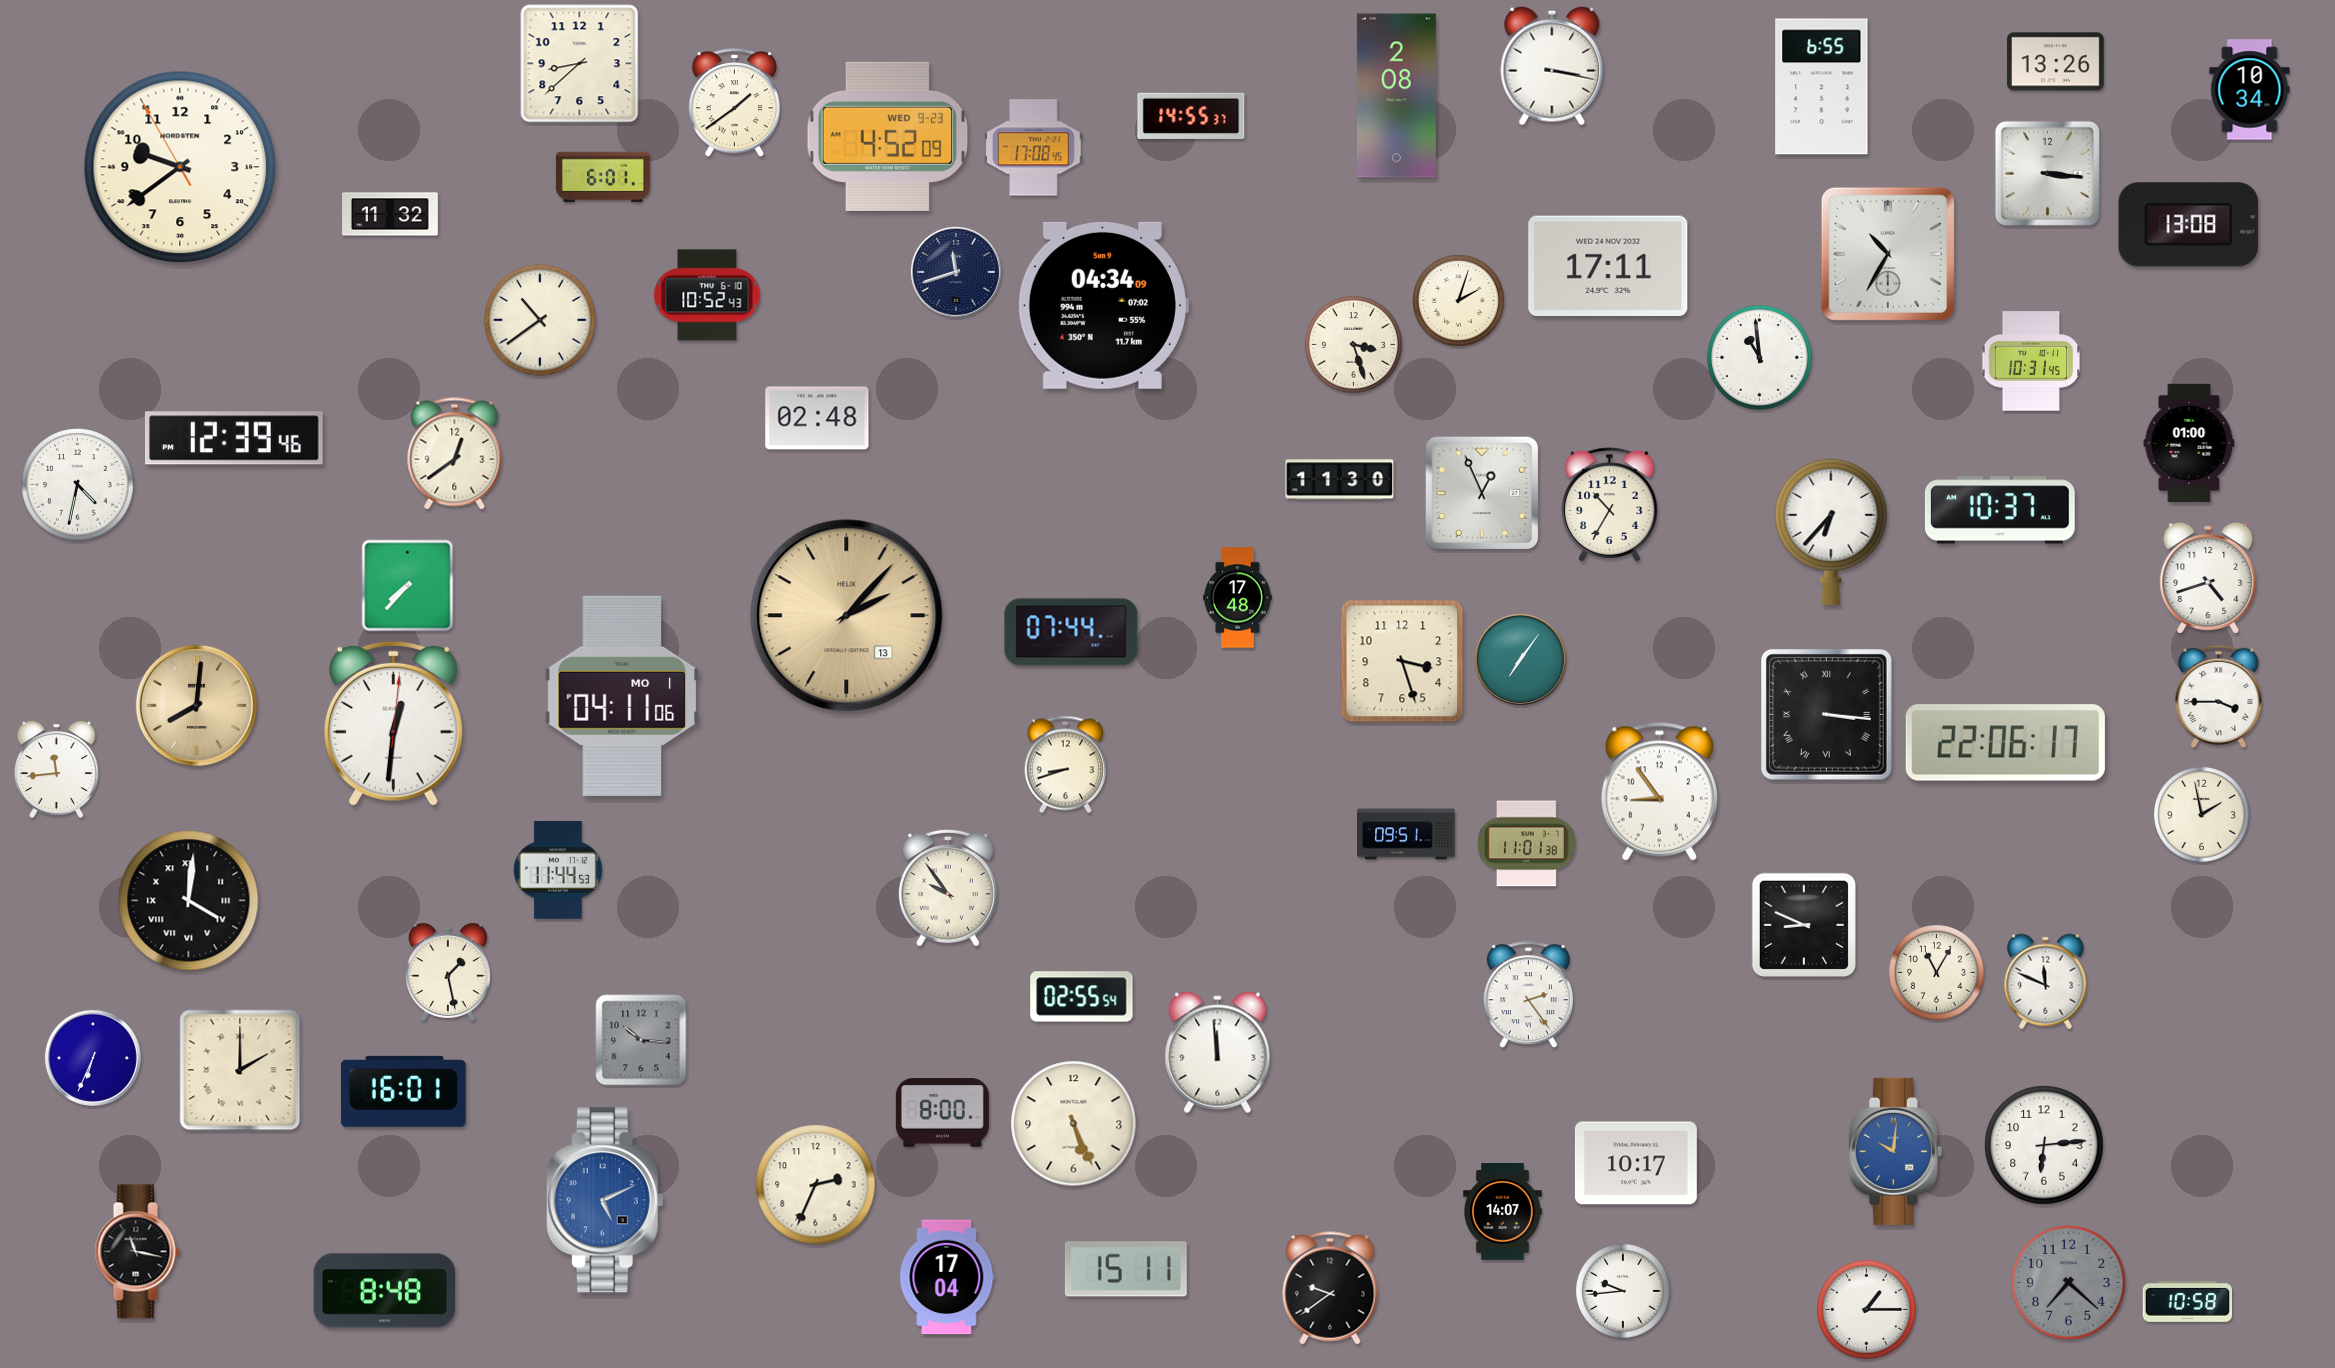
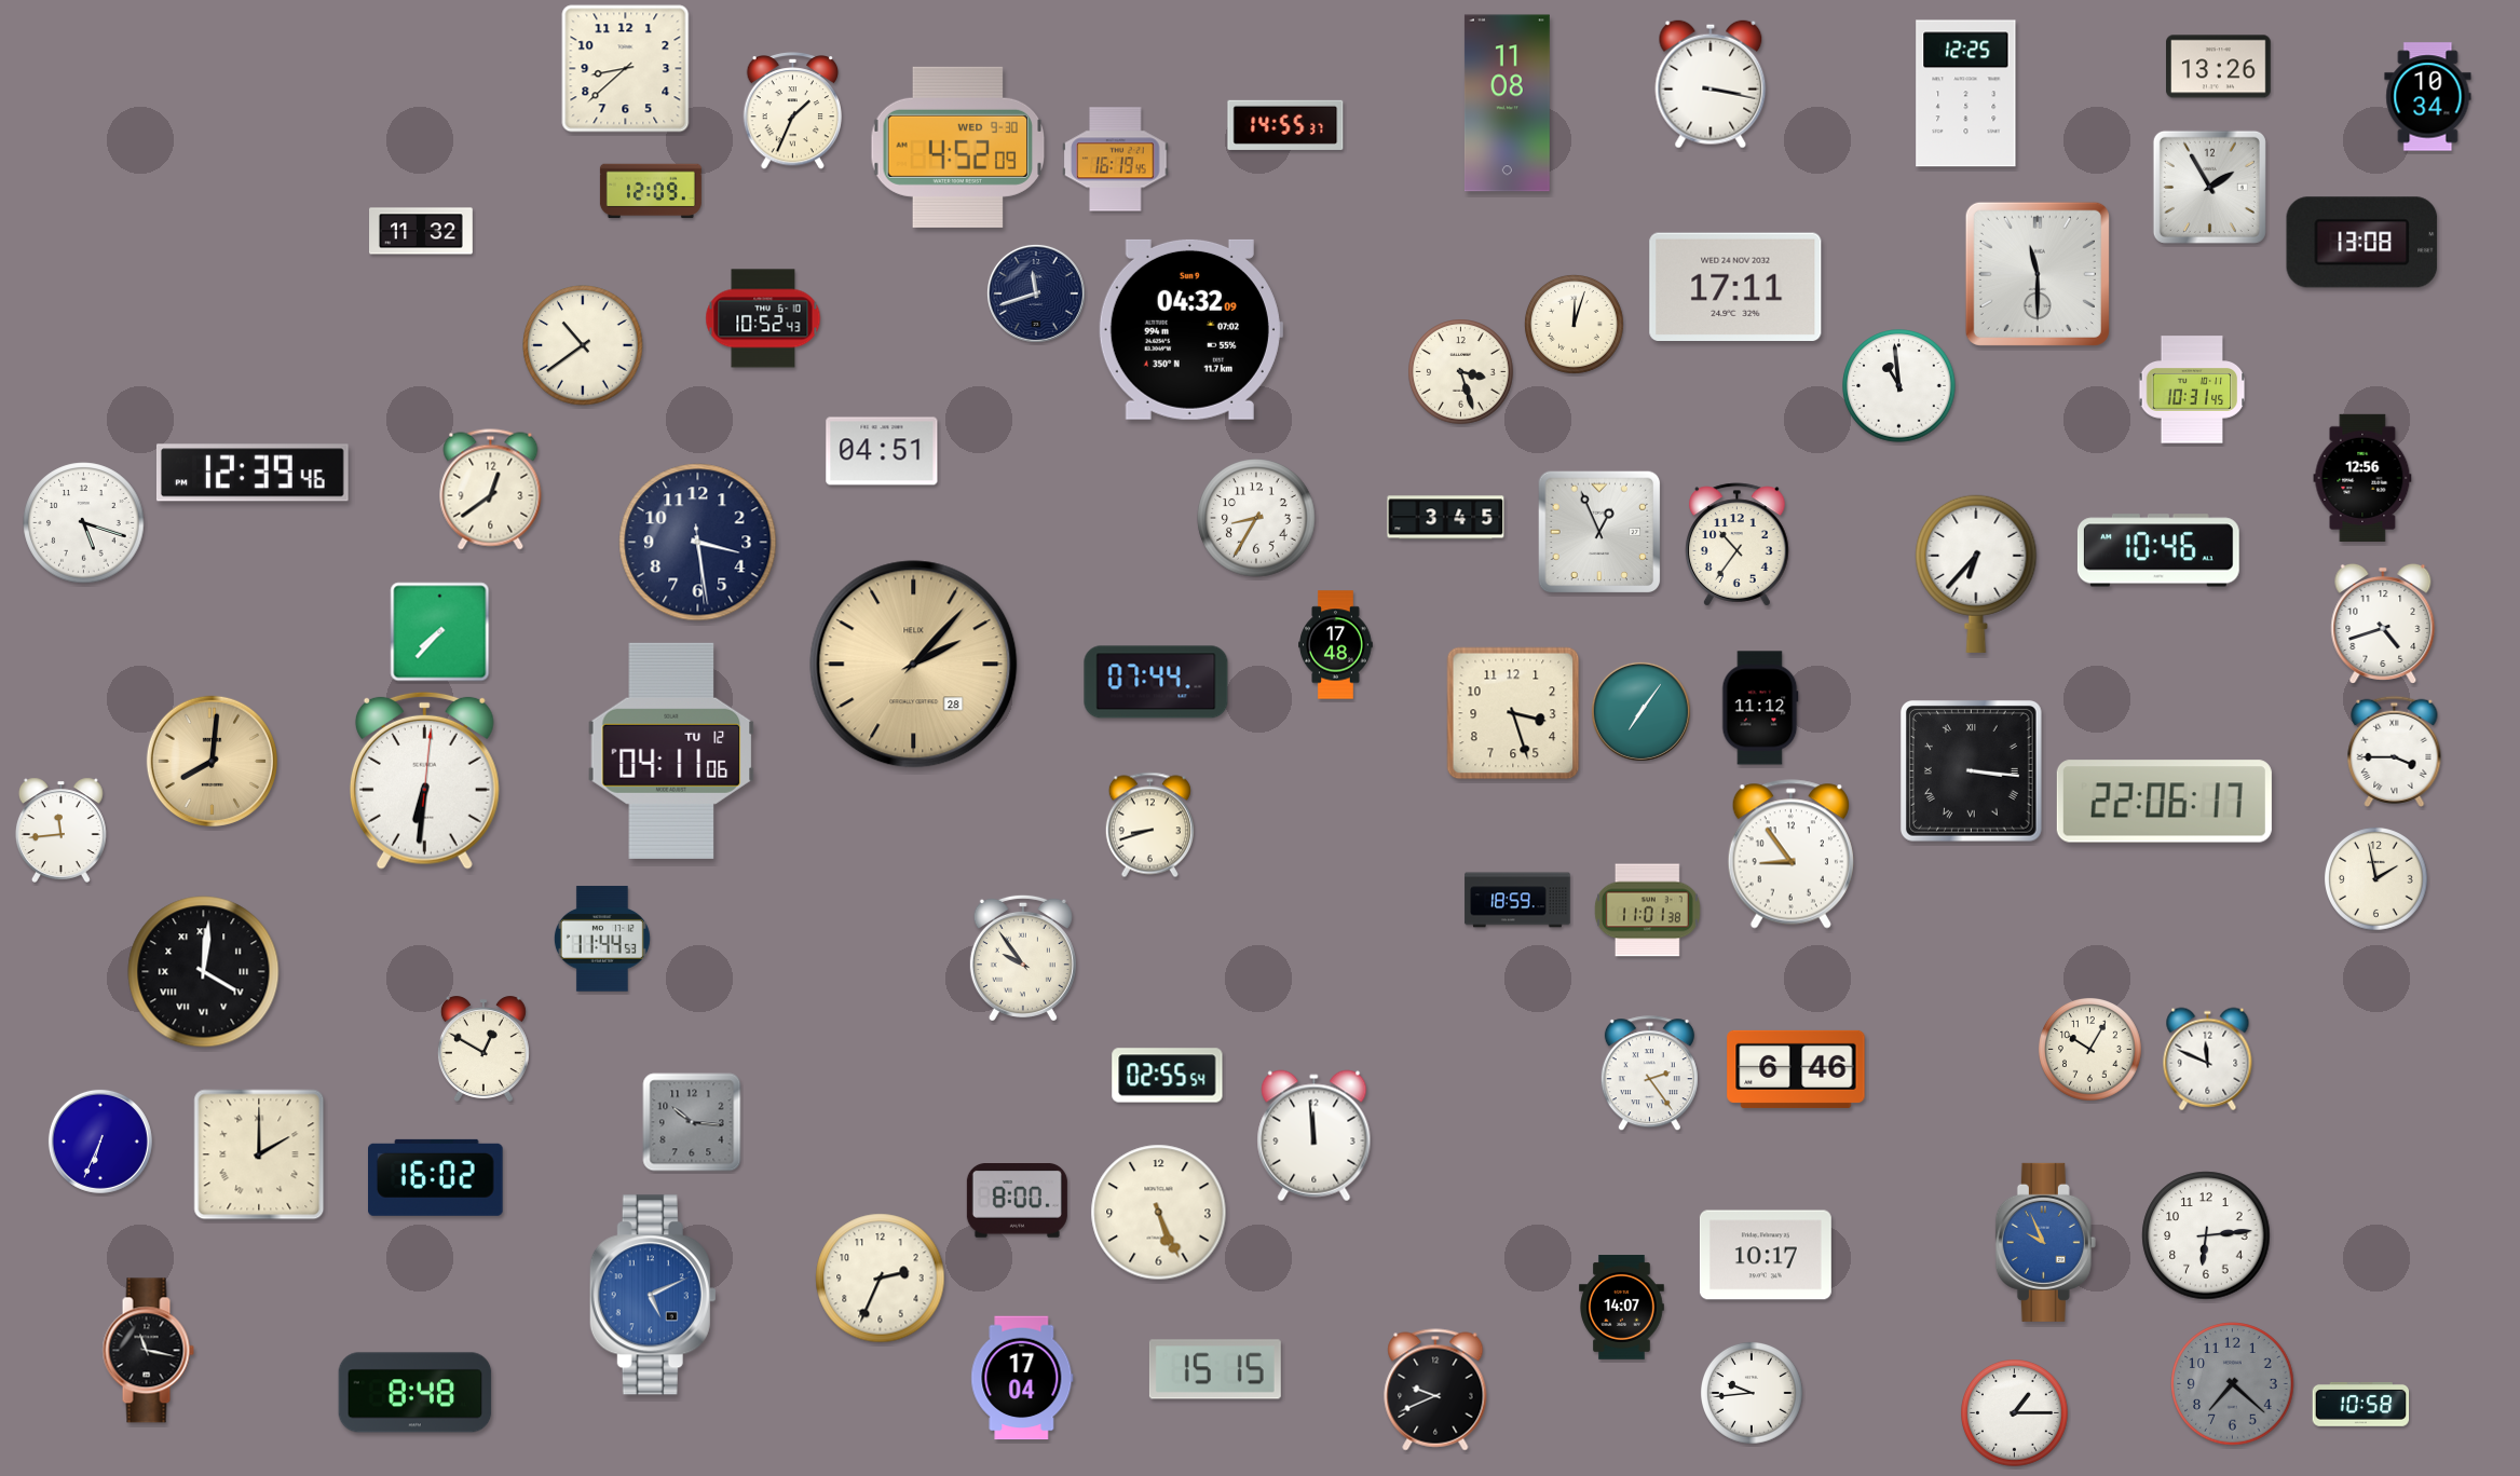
clock at (1552, 66) position: (1552, 66) -> (1711, 84)
clock at (1822, 87): 6:55 -> 12:25
clock at (1396, 96): 2:08 -> 11:08
clock at (735, 103): 1:39 -> 1:34
clock at (888, 136) date: WED 9-23 -> WED 9-30
clock at (1034, 148): 17:08 -> 16:19
clock at (180, 167): 9:38 -> none
clock at (2047, 173): 3:16 -> 1:55
clock at (603, 177): 6:01 -> 12:09
clock at (1888, 254): 10:35 -> 11:30
clock at (956, 272) position: (956, 272) -> (1036, 293)
clock at (1458, 300): 2:03 -> 12:03
clock at (1103, 305): 04:34 -> 04:32
clock at (817, 418): 02:48 -> 04:51
clock at (2189, 443): 01:00 -> 12:56
clock at (1256, 518): none -> 8:35
clock at (1340, 480): 11:30 -> 3:45
clock at (78, 485): 4:32 -> 5:18
clock at (698, 543): none -> 3:28
clock at (1610, 505): 10:35 -> 10:36
clock at (2000, 510): 10:37 -> 10:46
clock at (847, 616) date: 13 -> 28
clock at (1760, 708): none -> 11:12
clock at (622, 696) date: MO 1 -> TU 12
clock at (393, 723): 12:31 -> 6:31
clock at (1406, 834): 09:51 -> 18:59
clock at (1804, 925): 8:49 -> none
clock at (448, 972): 1:28 -> 12:50
clock at (1937, 973): 11:05 -> 10:05
clock at (1796, 1069): none -> 6:46
clock at (404, 1091): 16:01 -> 16:02
clock at (1895, 1151): 10:01 -> 9:56
clock at (1126, 1269): 15:11 -> 15:15
clock at (1330, 1288): 9:39 -> 9:41
